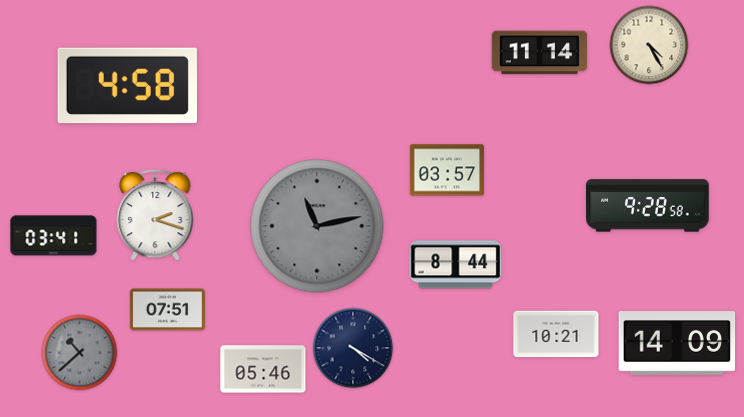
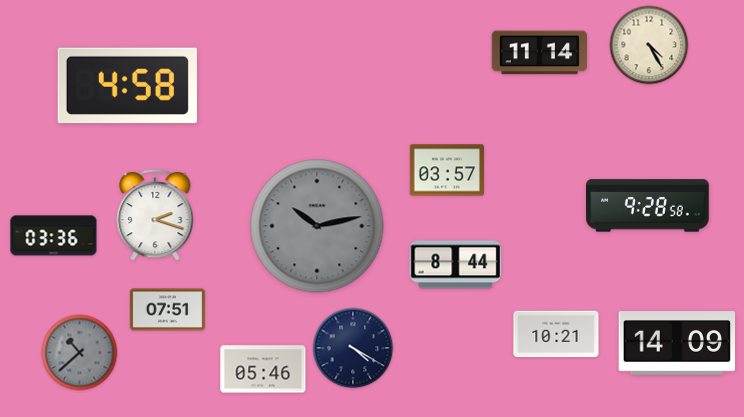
clock at (317, 226): 11:13 -> 10:13
clock at (54, 236): 03:41 -> 03:36
